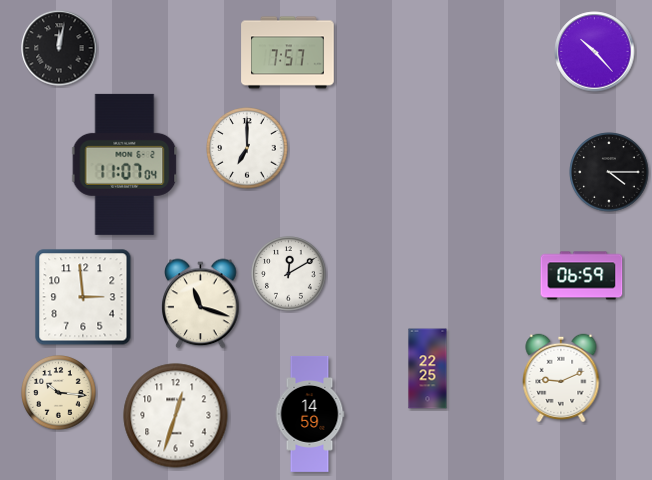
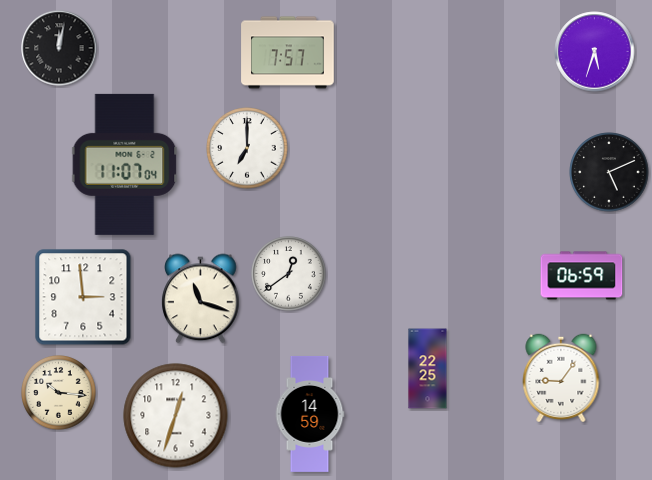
clock at (595, 52): 10:23 -> 5:33
clock at (609, 172): 4:15 -> 5:11
clock at (289, 274): 12:10 -> 12:39
clock at (201, 304) position: (201, 304) -> (201, 299)
clock at (561, 378): 9:11 -> 9:06
